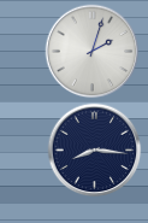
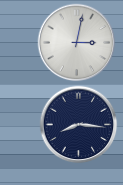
clock at (91, 51): 2:03 -> 3:02
